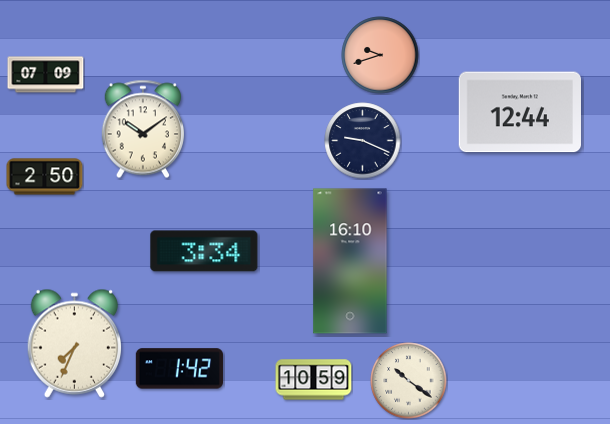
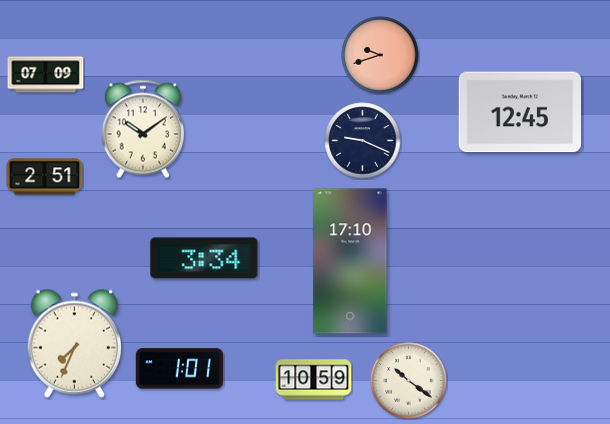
clock at (519, 112): 12:44 -> 12:45
clock at (45, 177): 2:50 -> 2:51
clock at (204, 251) position: (204, 251) -> (204, 258)
clock at (350, 261): 16:10 -> 17:10
clock at (179, 369): 1:42 -> 1:01
